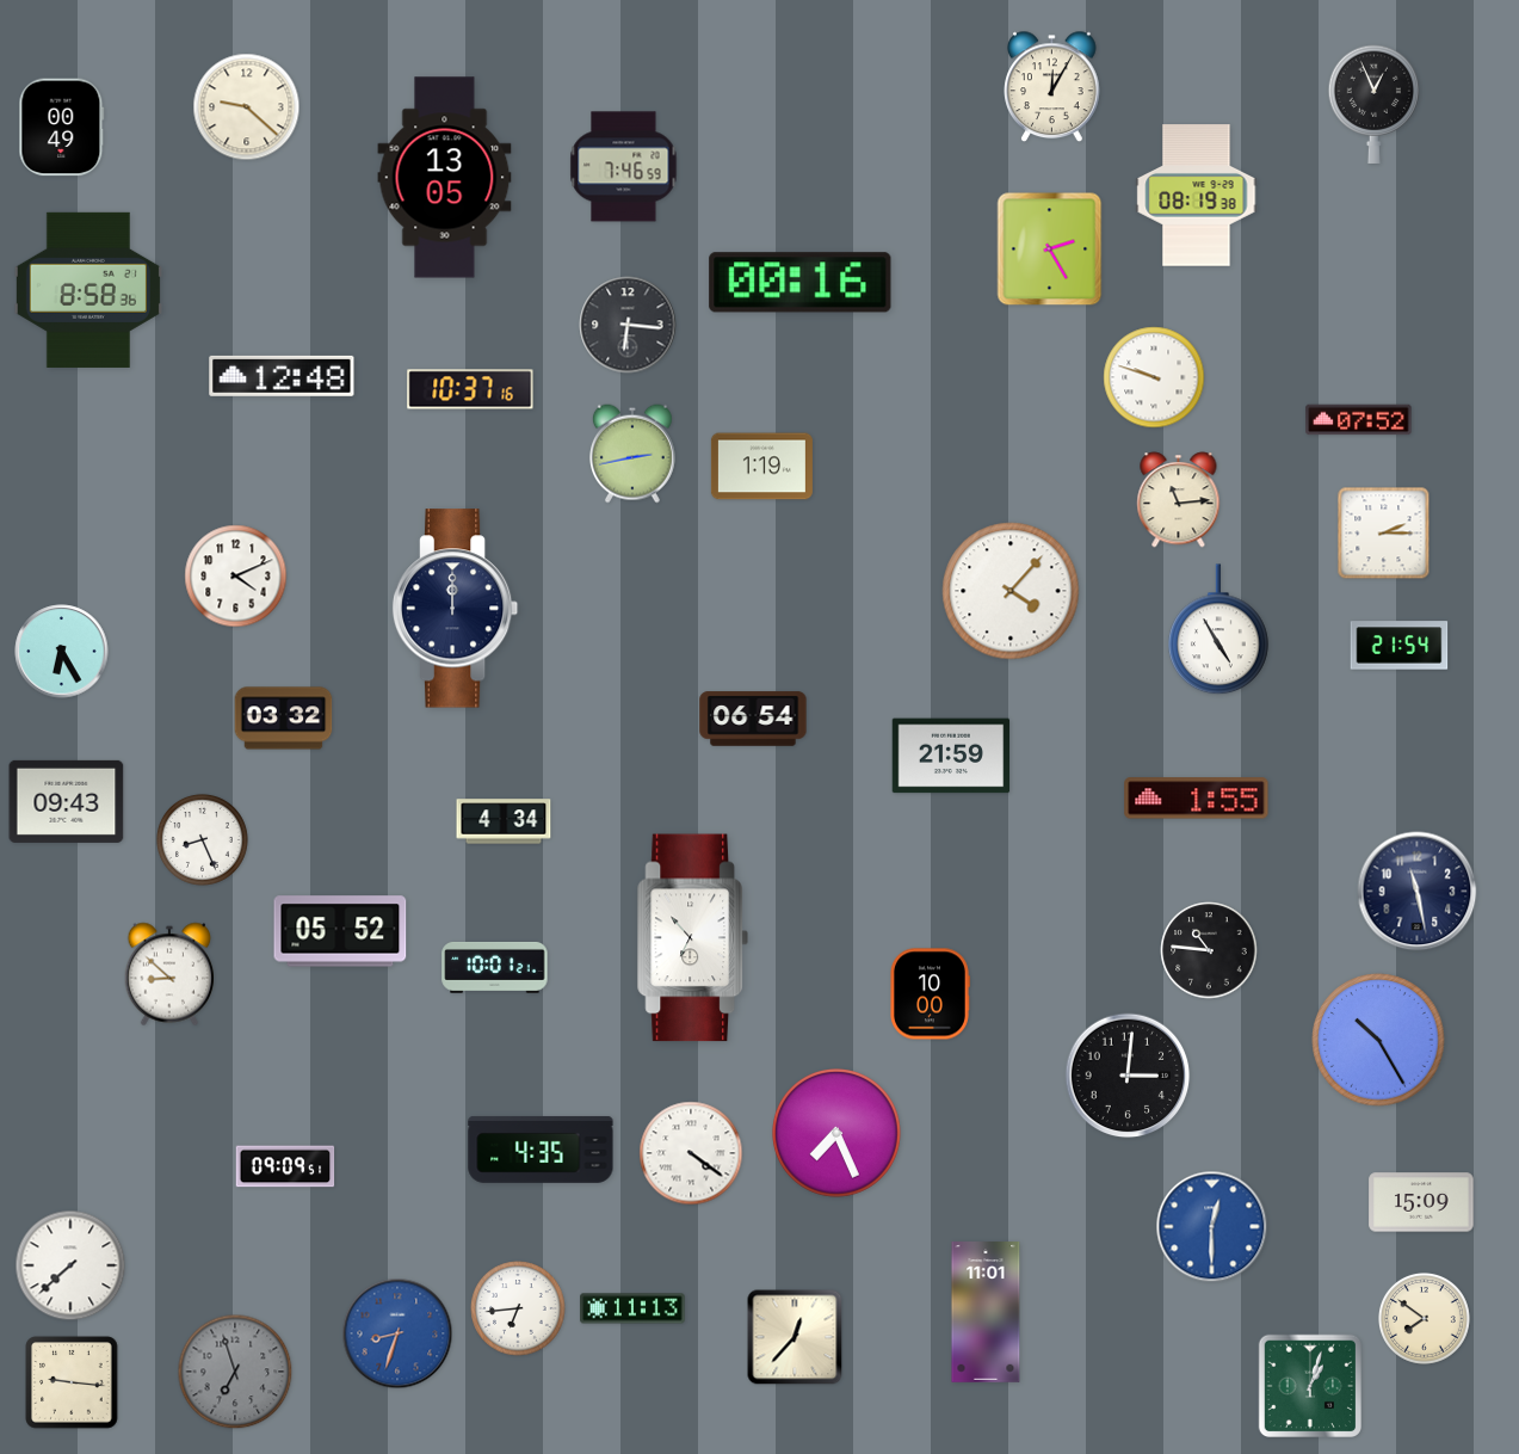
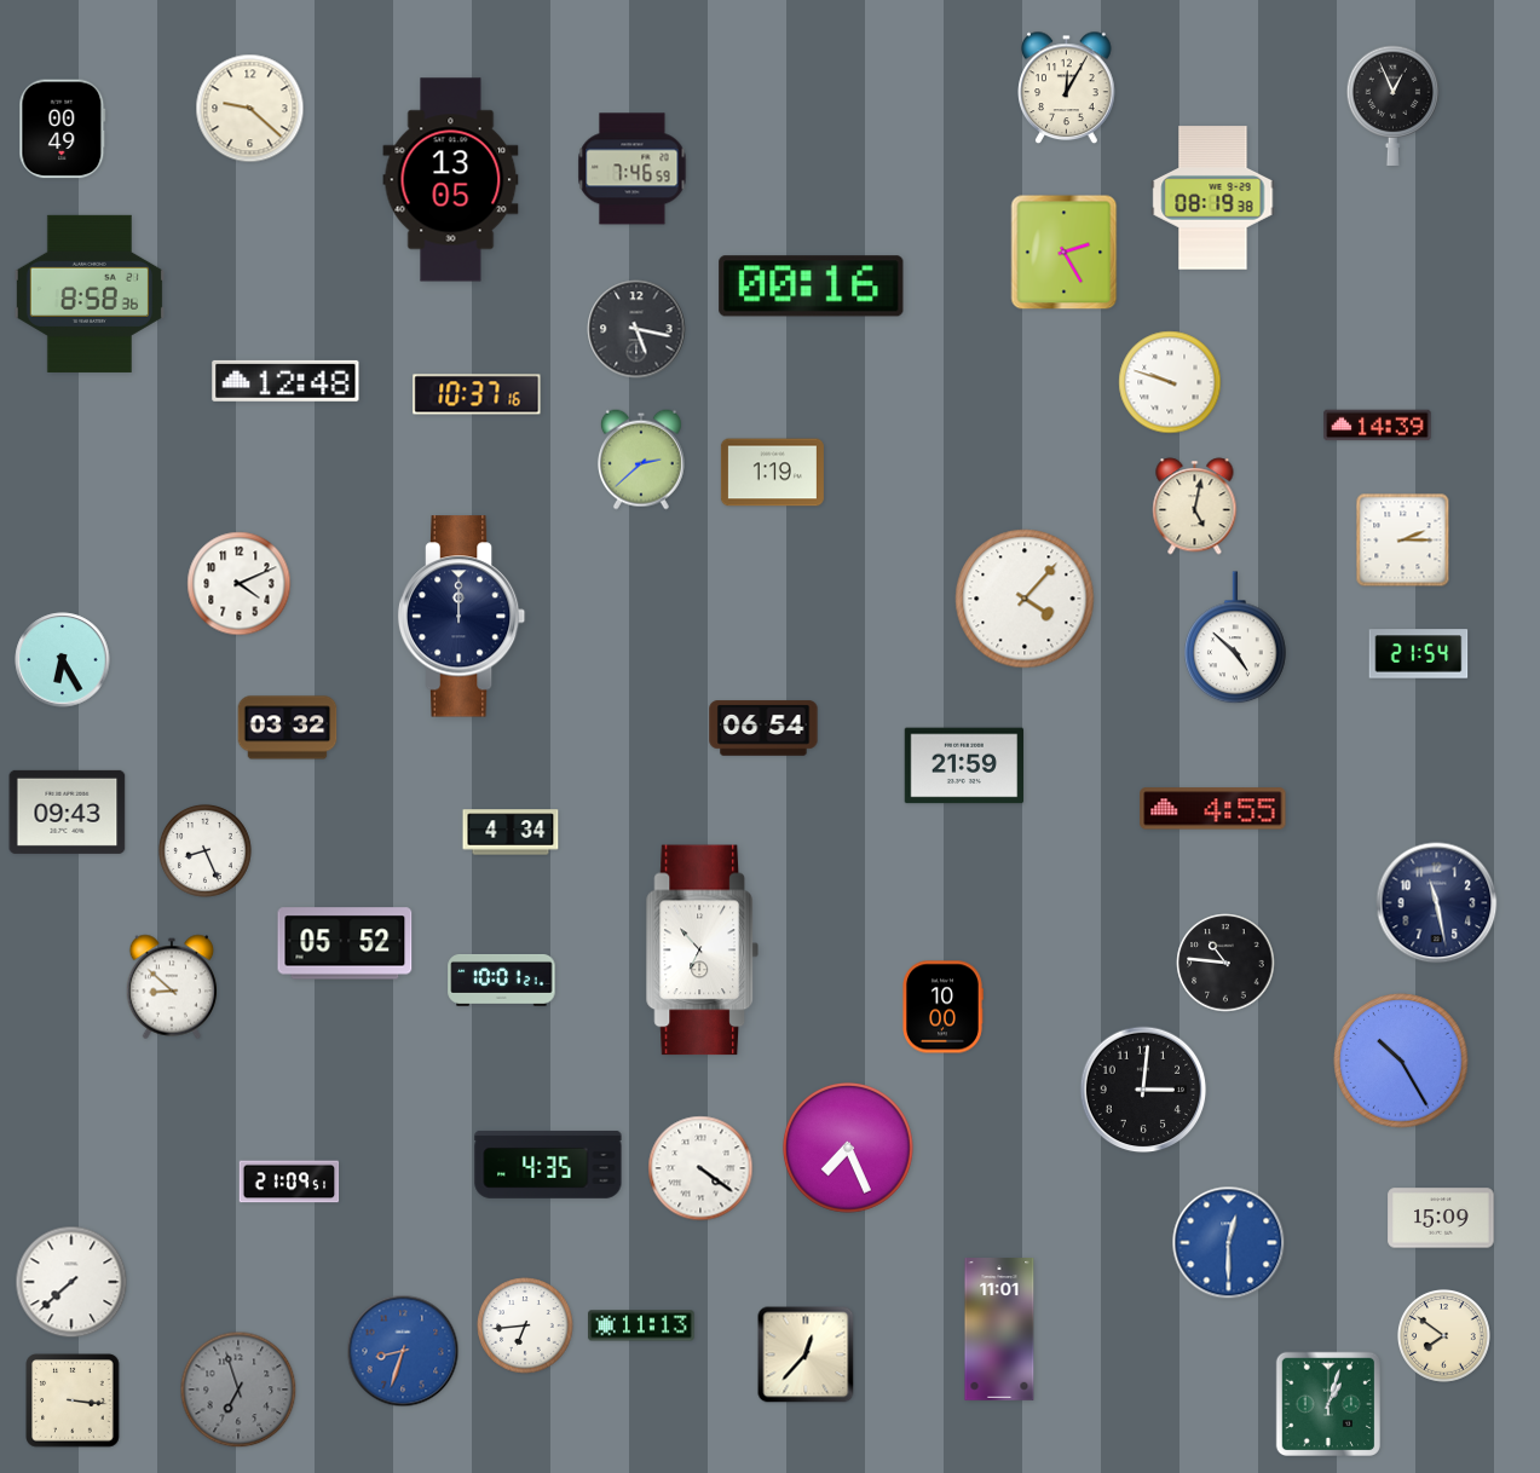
clock at (628, 325): 6:16 -> 5:17
clock at (1359, 420): 07:52 -> 14:39
clock at (632, 454): 2:43 -> 2:38
clock at (1179, 500): 11:14 -> 5:02
clock at (1219, 630): 4:55 -> 4:52
clock at (1197, 799): 1:55 -> 4:55
clock at (1378, 1040) position: (1378, 1040) -> (1401, 1061)
clock at (285, 1166): 09:09 -> 21:09
clock at (72, 1382): 9:16 -> 3:16
